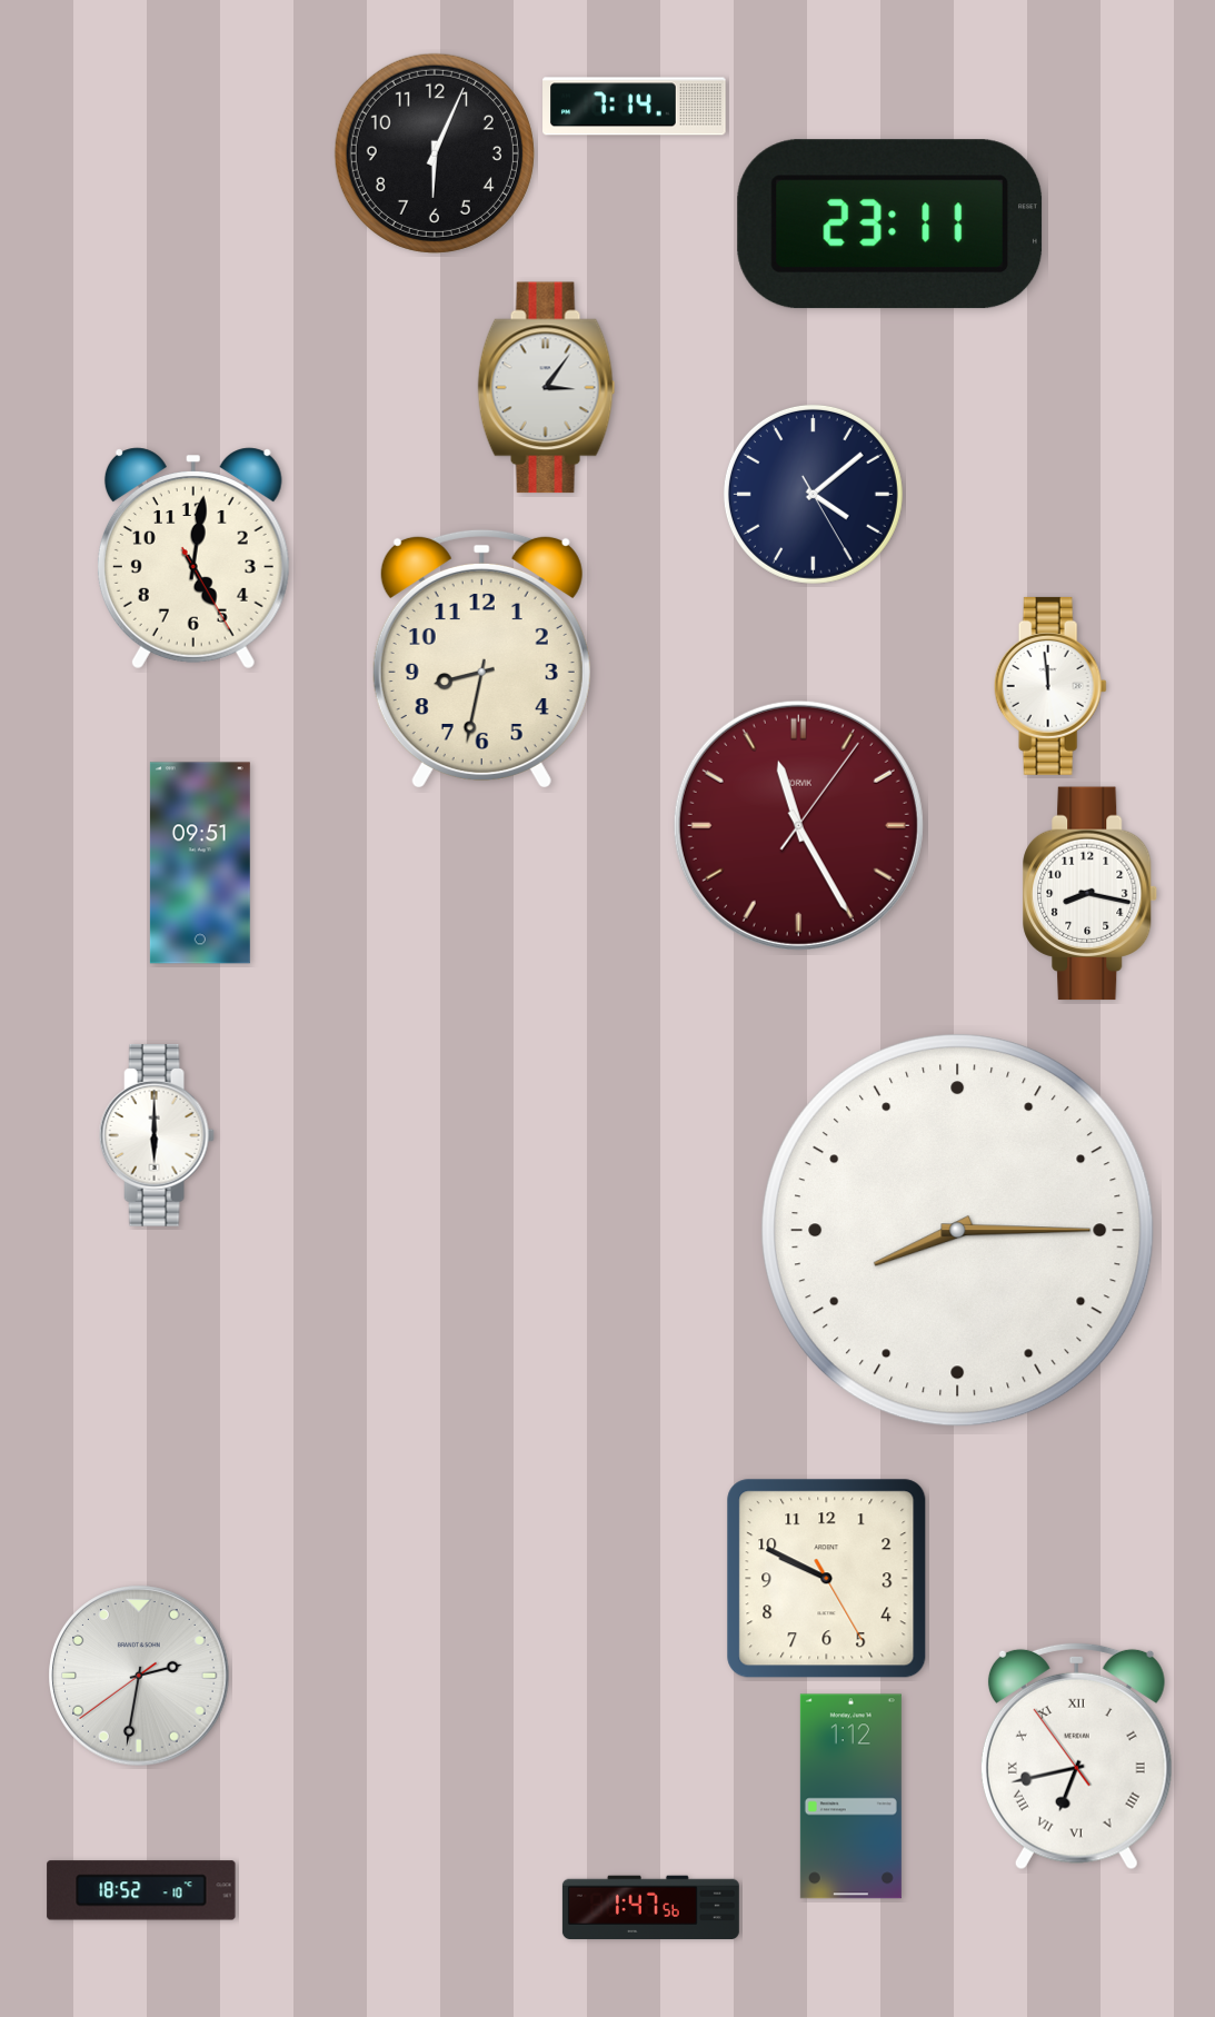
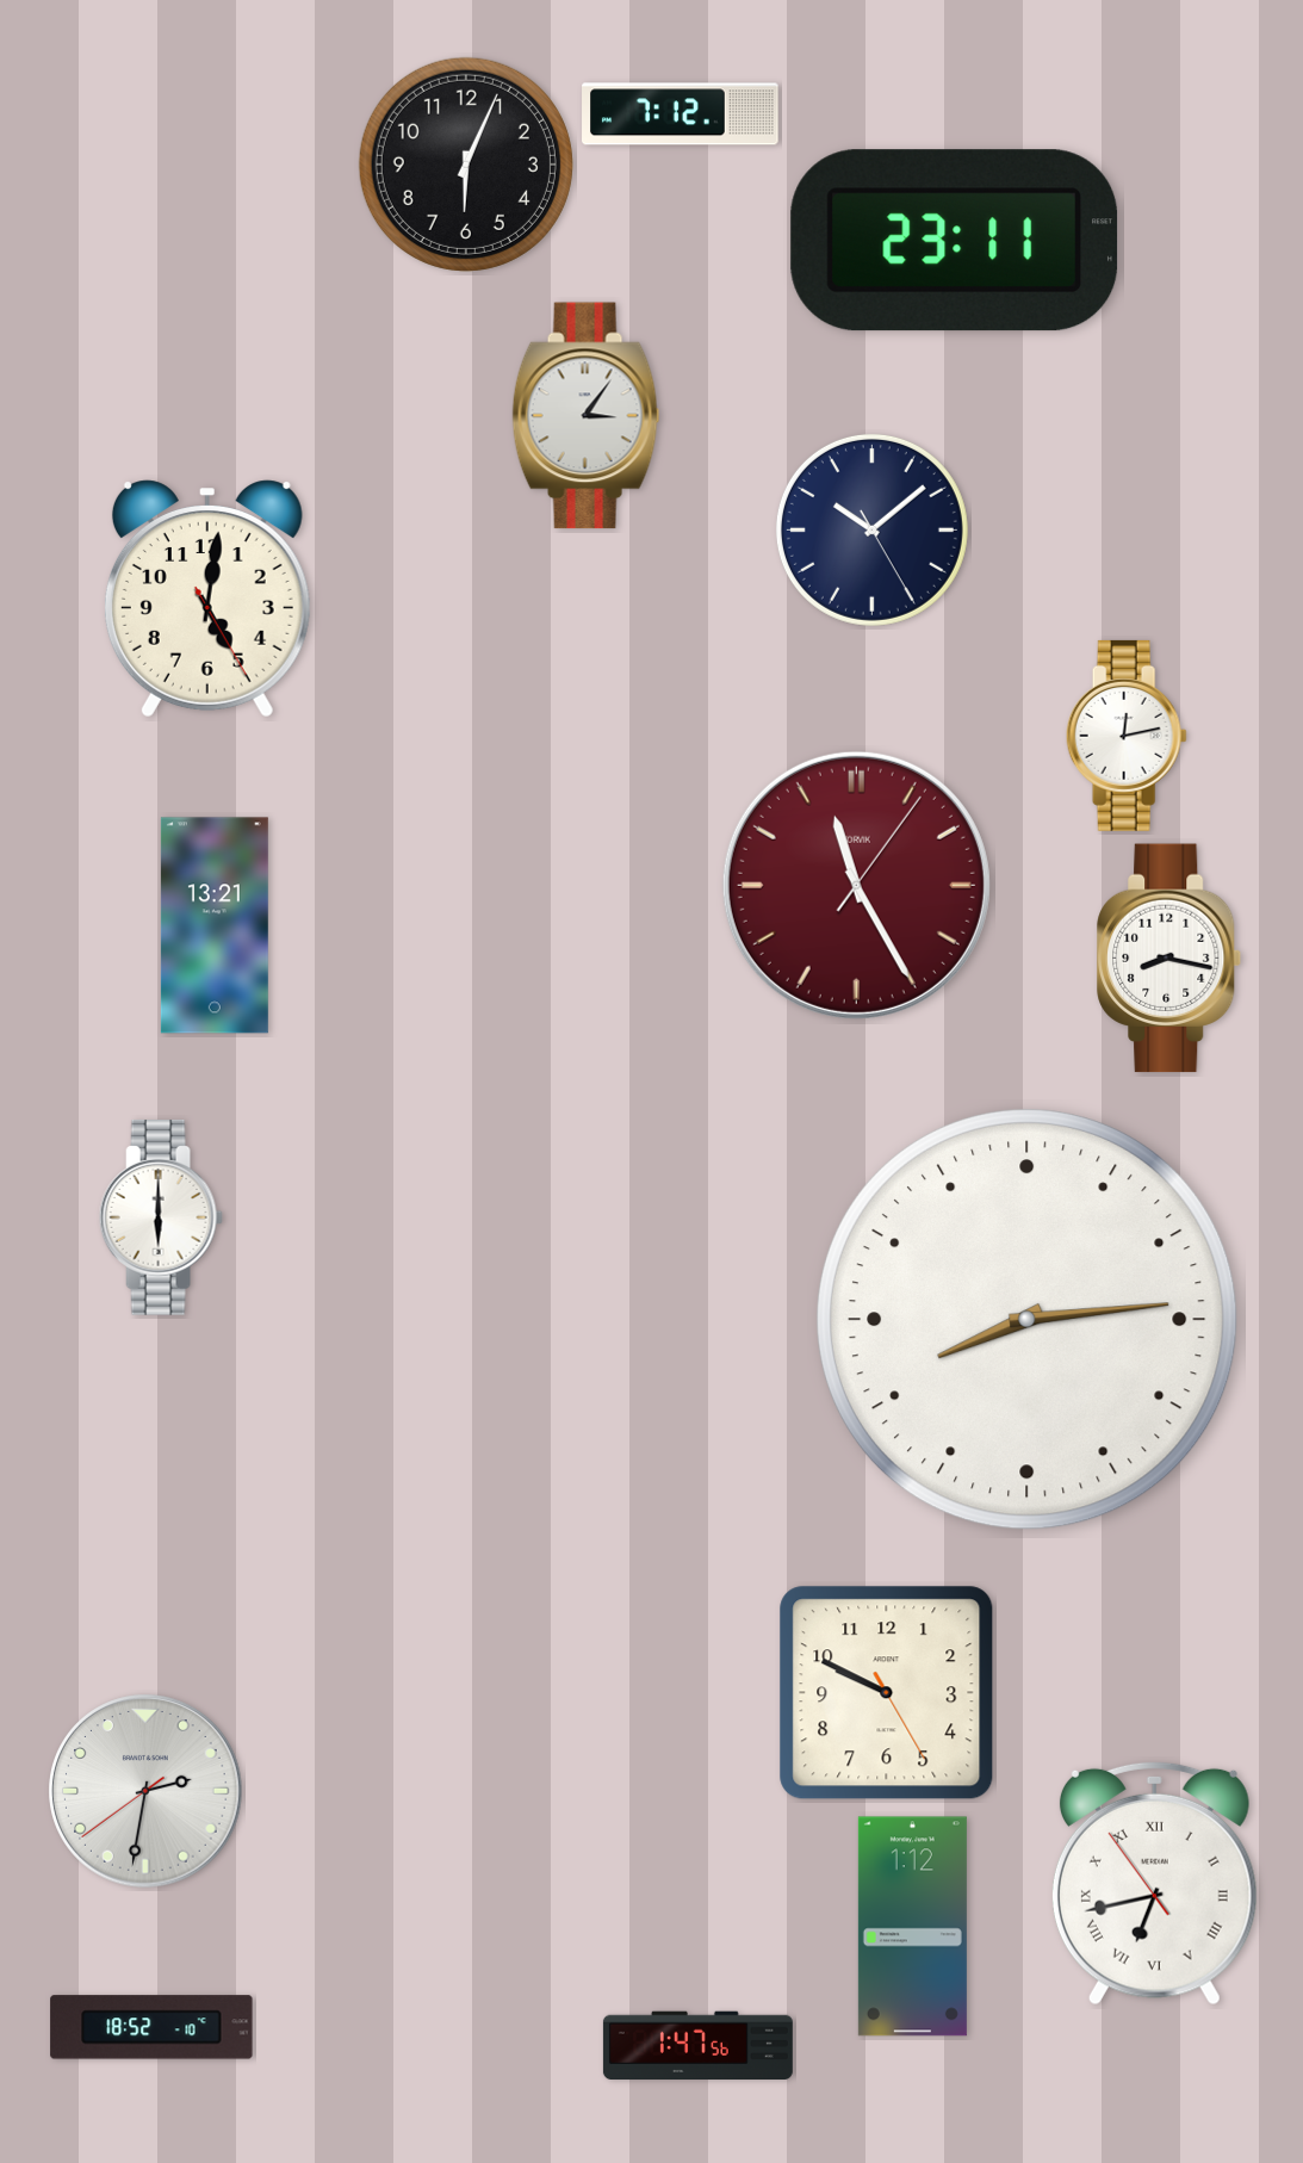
clock at (635, 107): 7:14 -> 7:12
clock at (813, 494): 4:08 -> 10:08
clock at (481, 658): 8:32 -> none
clock at (1050, 686): 11:59 -> 12:13
clock at (200, 863): 09:51 -> 13:21
clock at (157, 1135) position: (157, 1135) -> (161, 1217)
clock at (958, 1231): 8:15 -> 8:14
clock at (139, 1676) position: (139, 1676) -> (145, 1791)
